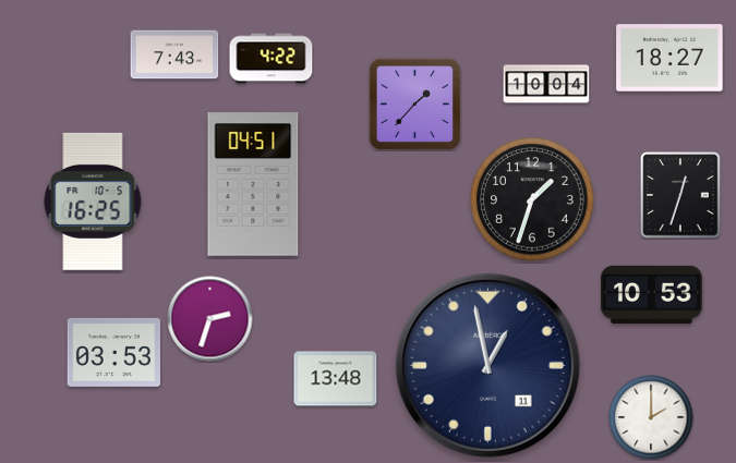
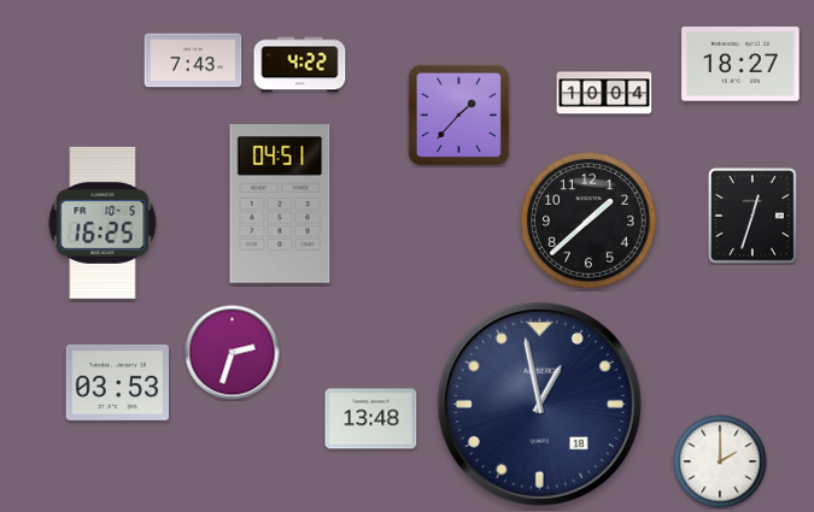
clock at (532, 199): 1:33 -> 1:38
clock at (652, 294): 10:53 -> none
clock at (114, 352) position: (114, 352) -> (118, 382)
clock at (487, 365) date: 11 -> 18
